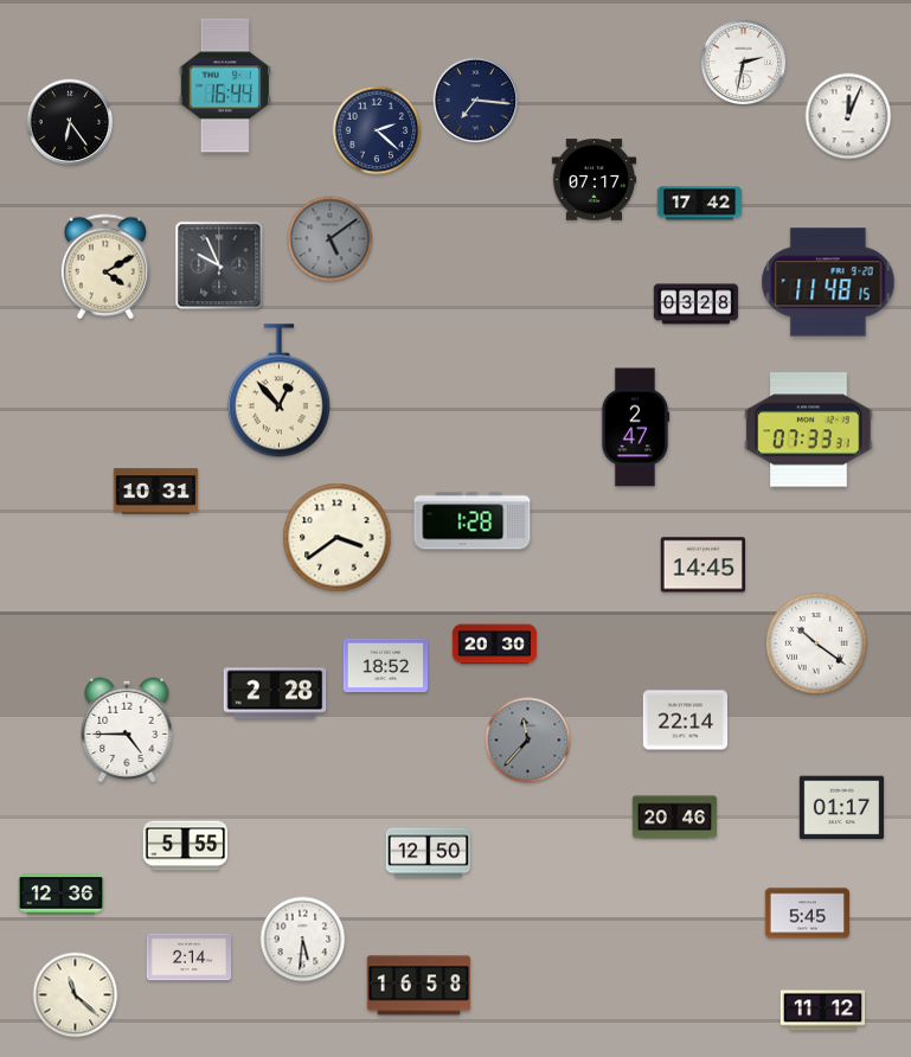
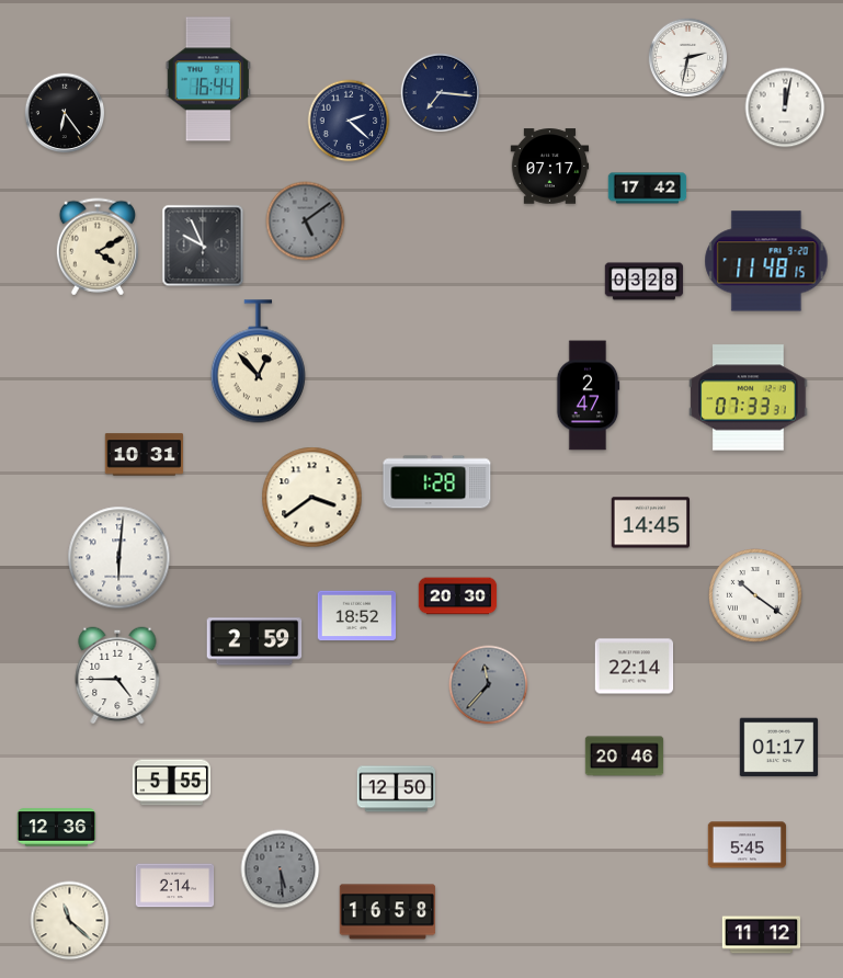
clock at (848, 116): 12:04 -> 12:02
clock at (119, 558): none -> 6:01
clock at (275, 693): 2:28 -> 2:59
clock at (303, 940): 5:31 -> 5:29
clock at (303, 940) dial: white -> grey
